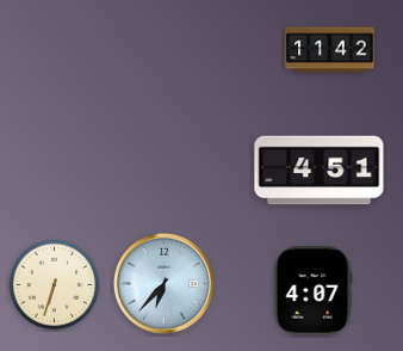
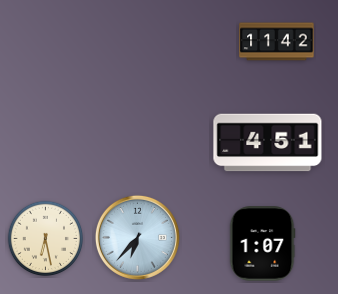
clock at (55, 285): 6:33 -> 6:28
clock at (312, 291): 4:07 -> 1:07
